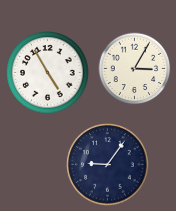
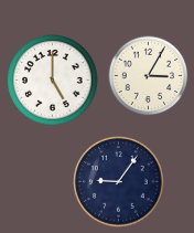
clock at (48, 73): 4:55 -> 5:00
